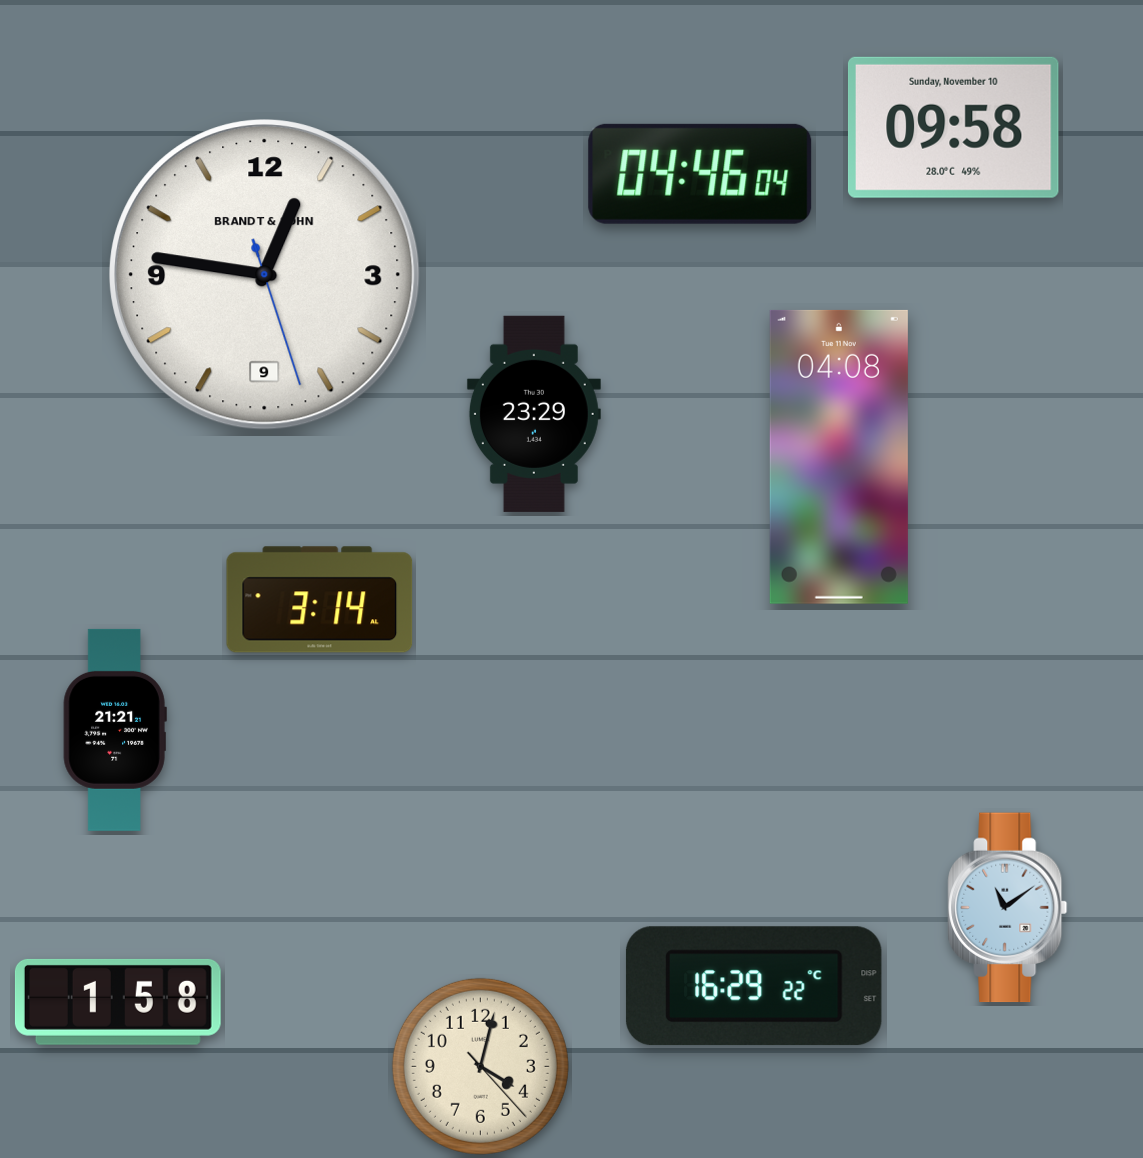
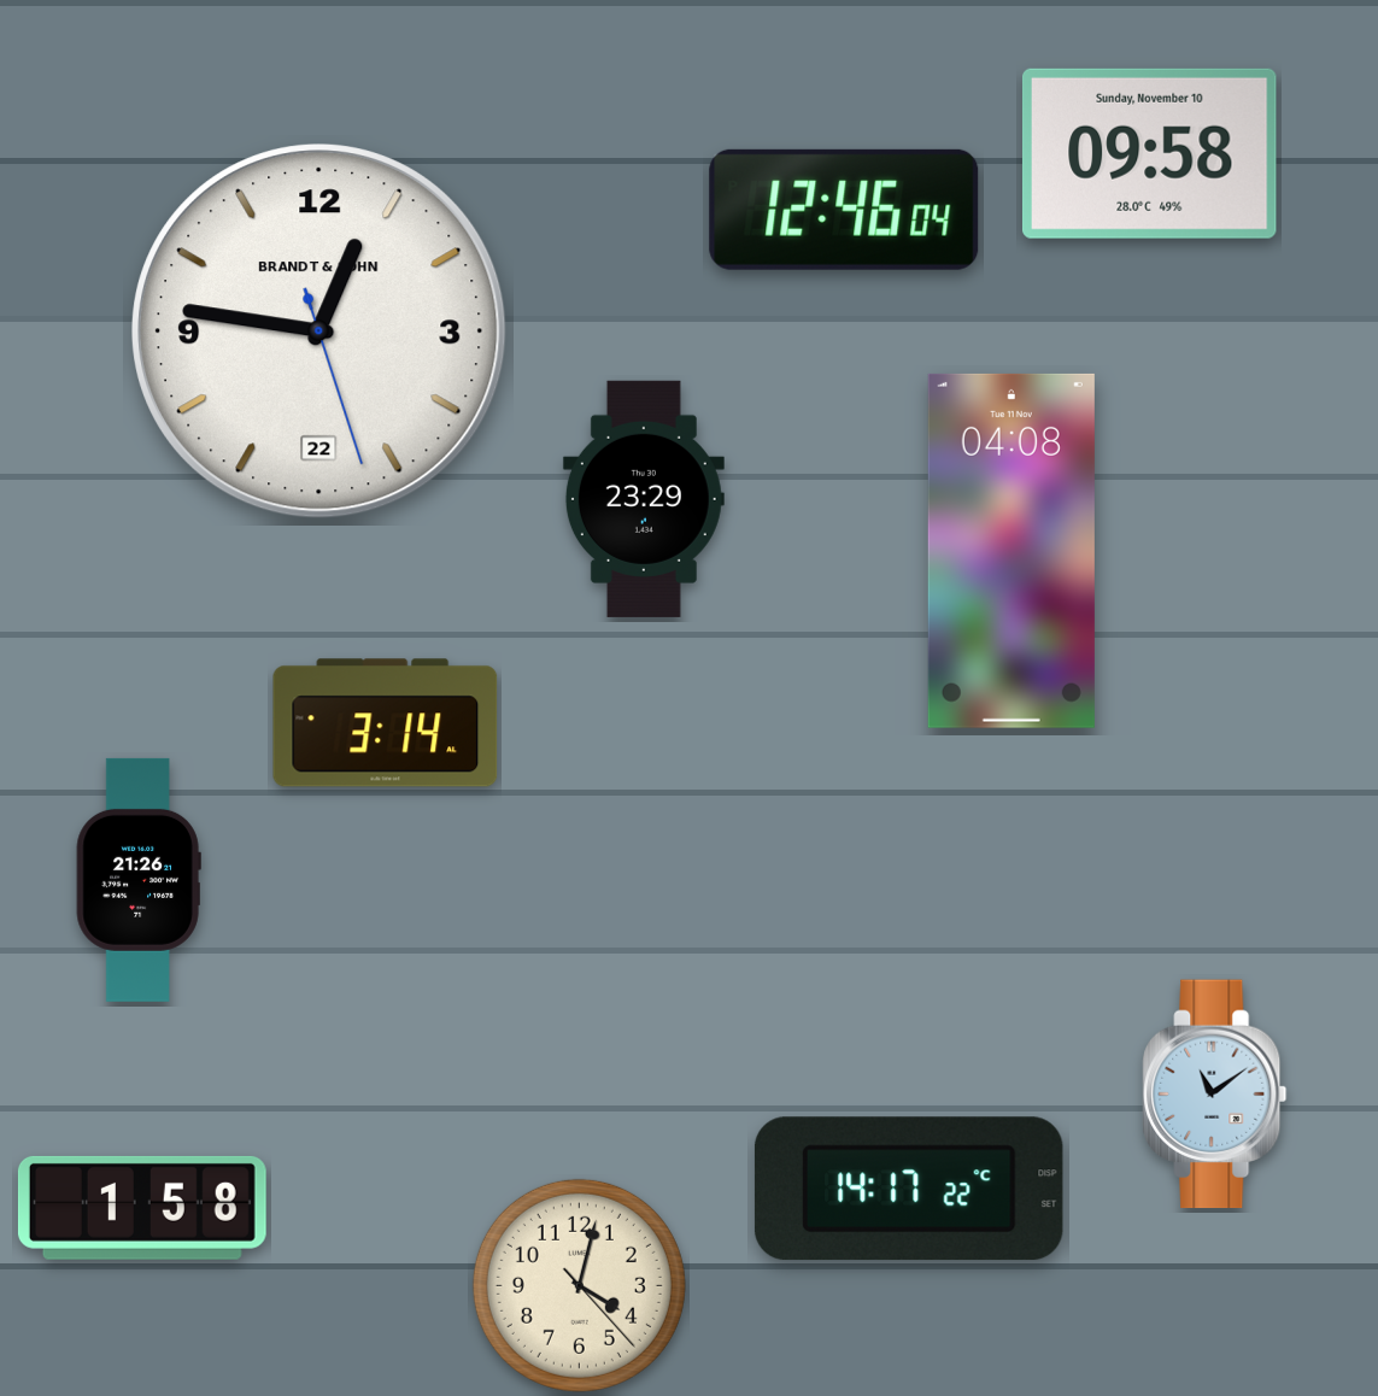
clock at (700, 174): 04:46 -> 12:46
clock at (265, 275) date: 9 -> 22
clock at (115, 730): 21:21 -> 21:26
clock at (754, 986): 16:29 -> 14:17
